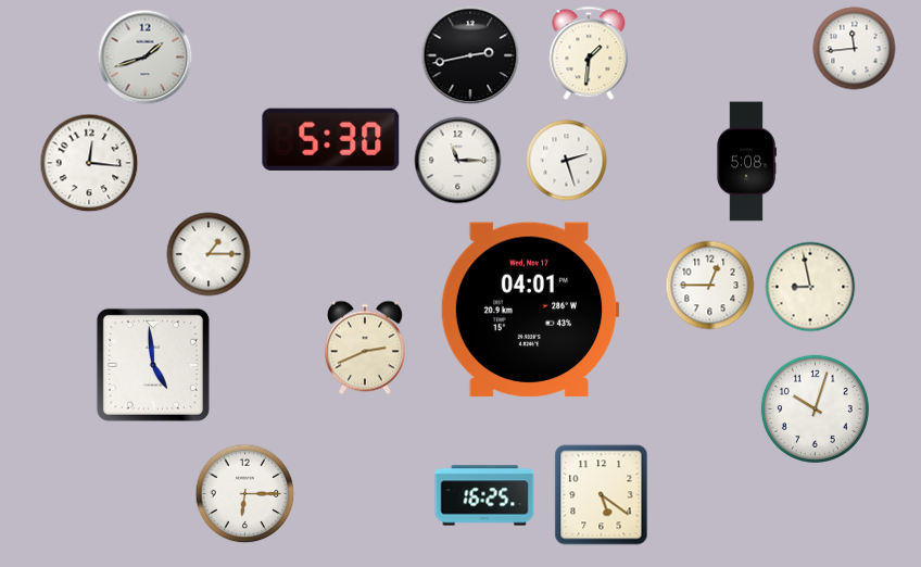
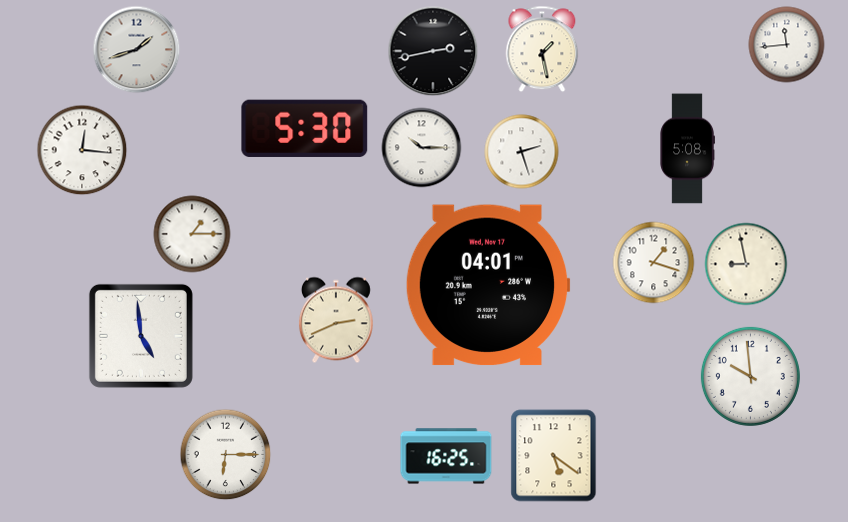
clock at (589, 53): 1:31 -> 1:28
clock at (146, 58) position: (146, 58) -> (137, 50)
clock at (458, 161): 11:15 -> 10:15
clock at (567, 161) position: (567, 161) -> (522, 152)
clock at (710, 286): 12:45 -> 1:18
clock at (815, 408): 10:03 -> 9:59
